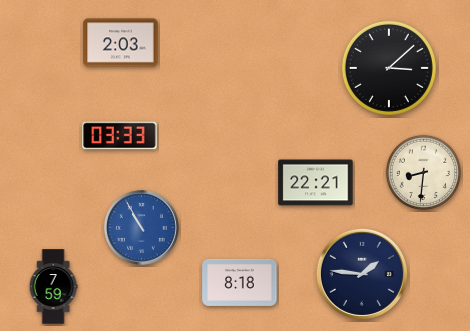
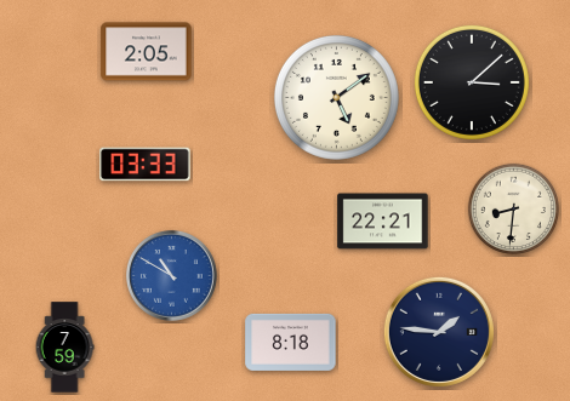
clock at (121, 43): 2:03 -> 2:05
clock at (336, 97): none -> 5:09
clock at (141, 227): 10:55 -> 10:50
